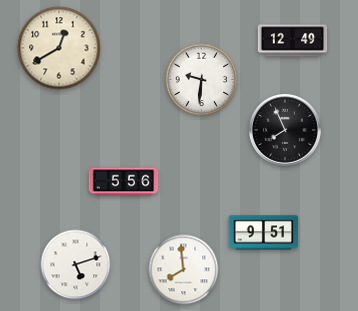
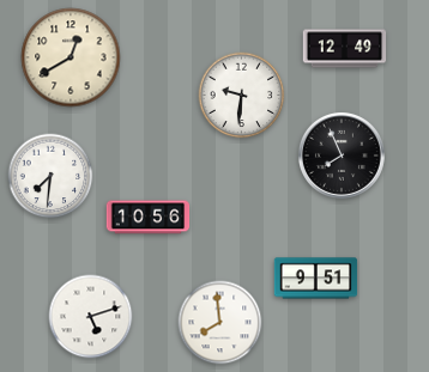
clock at (293, 41) position: (293, 41) -> (345, 49)
clock at (50, 176): none -> 7:31
clock at (124, 182): 5:56 -> 10:56
